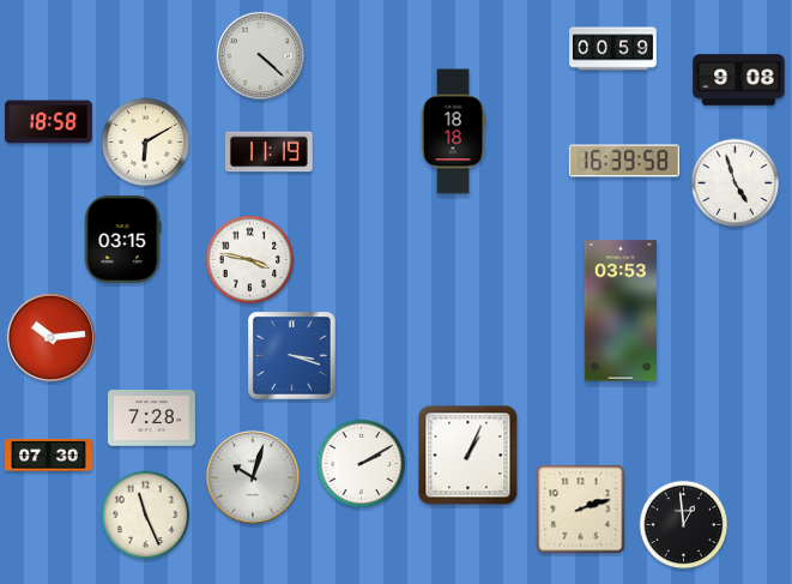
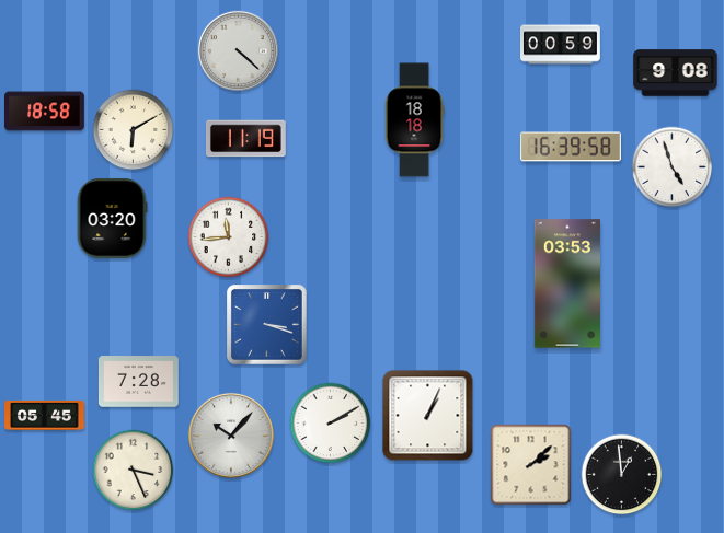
clock at (122, 240): 03:15 -> 03:20
clock at (250, 260): 3:47 -> 11:44
clock at (50, 337): 10:14 -> none
clock at (49, 454): 07:30 -> 05:45
clock at (253, 477): 10:03 -> 10:07
clock at (581, 510): 2:12 -> 2:08
clock at (146, 516): 11:26 -> 3:26
clock at (684, 525) position: (684, 525) -> (622, 475)
